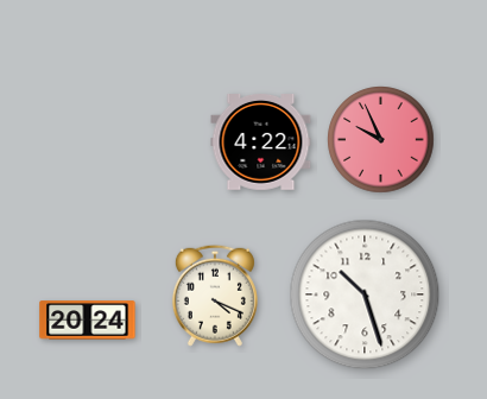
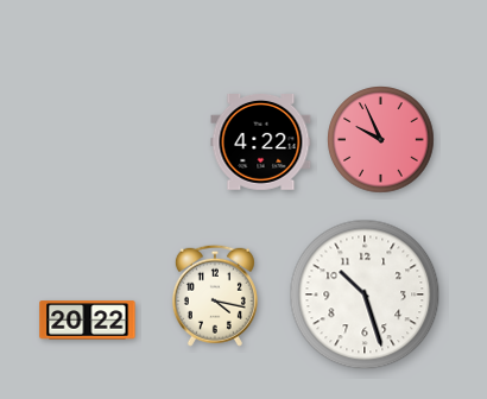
clock at (215, 296): 4:19 -> 4:17
clock at (88, 321): 20:24 -> 20:22
